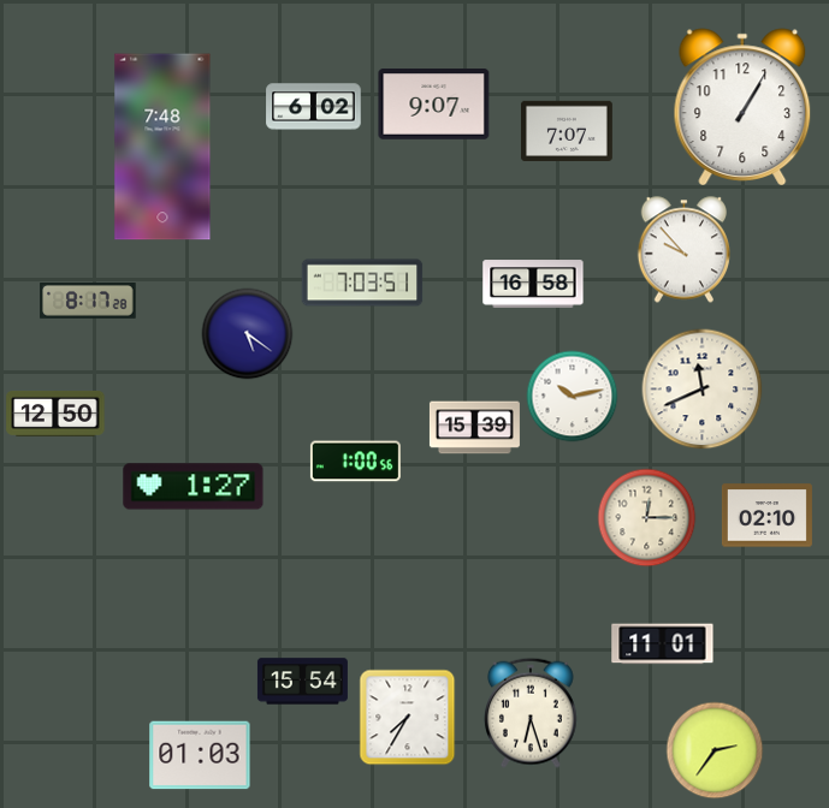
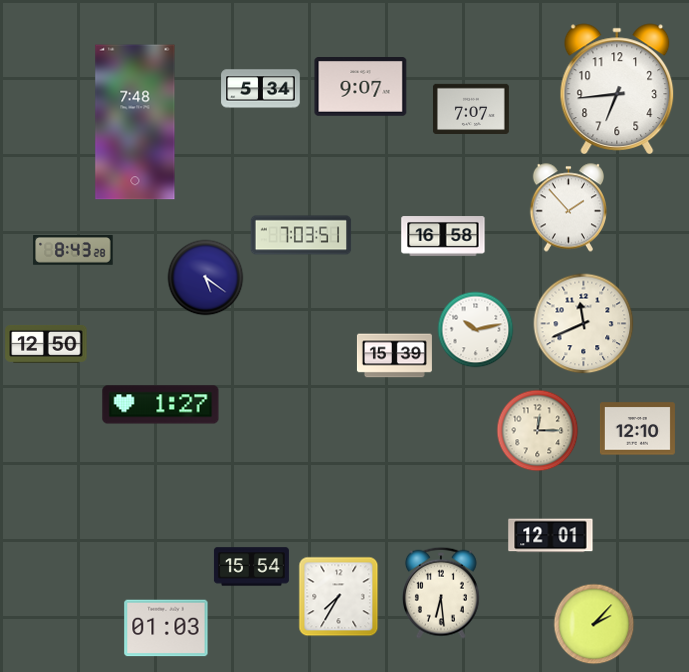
clock at (742, 106): 1:05 -> 6:44
clock at (314, 107): 6:02 -> 5:34
clock at (683, 250): 9:53 -> 1:53
clock at (88, 302): 8:17 -> 8:43
clock at (355, 462): 1:00 -> none
clock at (766, 516): 02:10 -> 12:10
clock at (663, 644): 11:01 -> 12:01
clock at (531, 713): 6:27 -> 6:29
clock at (715, 750): 2:36 -> 2:07
